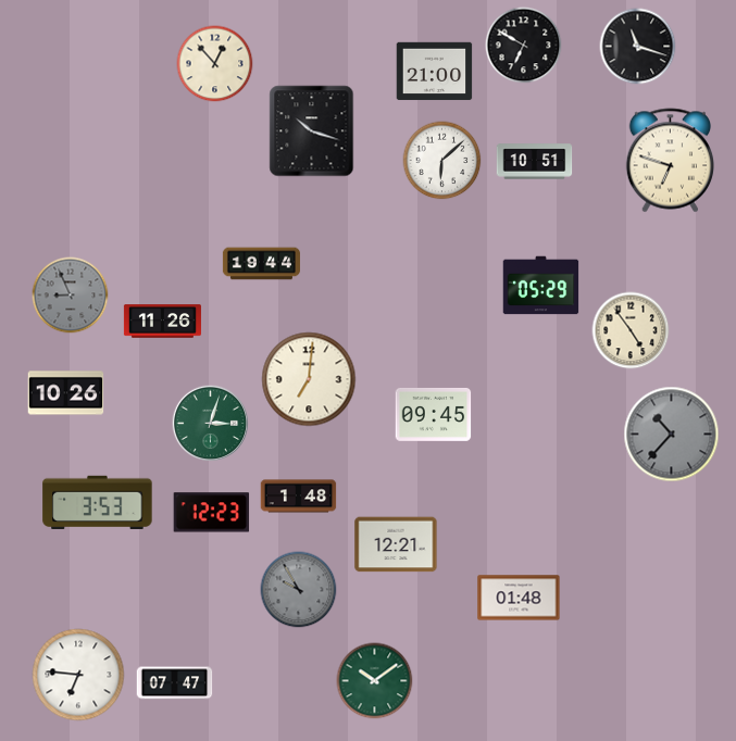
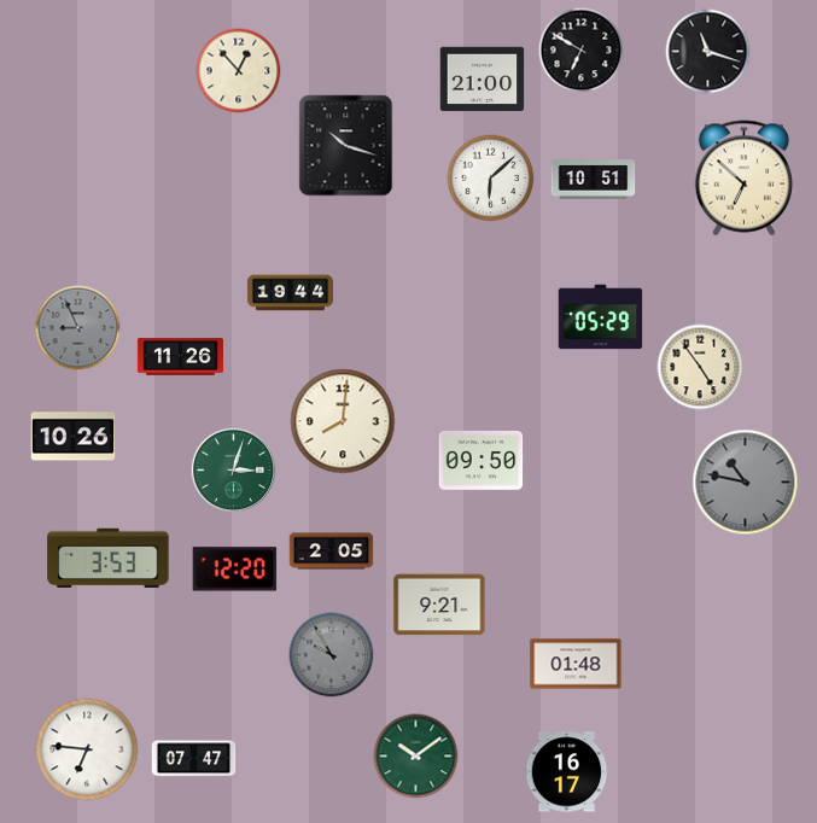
clock at (671, 161): 6:48 -> 6:52
clock at (309, 379): 7:01 -> 8:01
clock at (434, 414): 09:45 -> 09:50
clock at (672, 435): 10:37 -> 10:47
clock at (299, 497): 1:48 -> 2:05
clock at (212, 513): 12:23 -> 12:20
clock at (396, 544): 12:21 -> 9:21
clock at (567, 772): none -> 16:17
